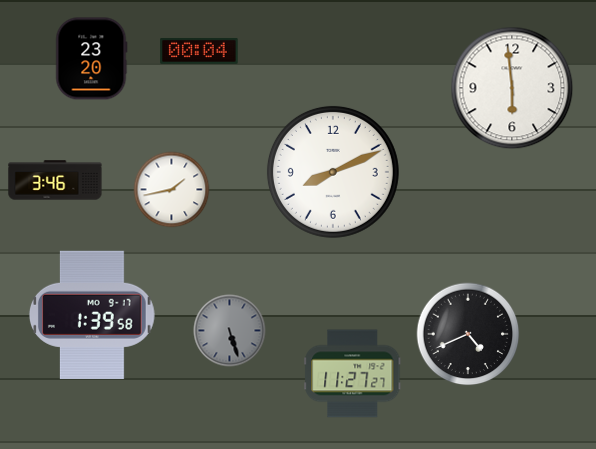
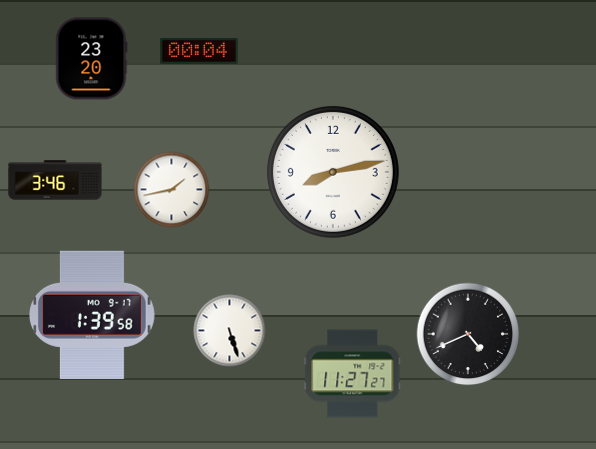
clock at (512, 88): 5:59 -> none
clock at (333, 172): 8:11 -> 8:13
clock at (230, 331) dial: grey -> white
